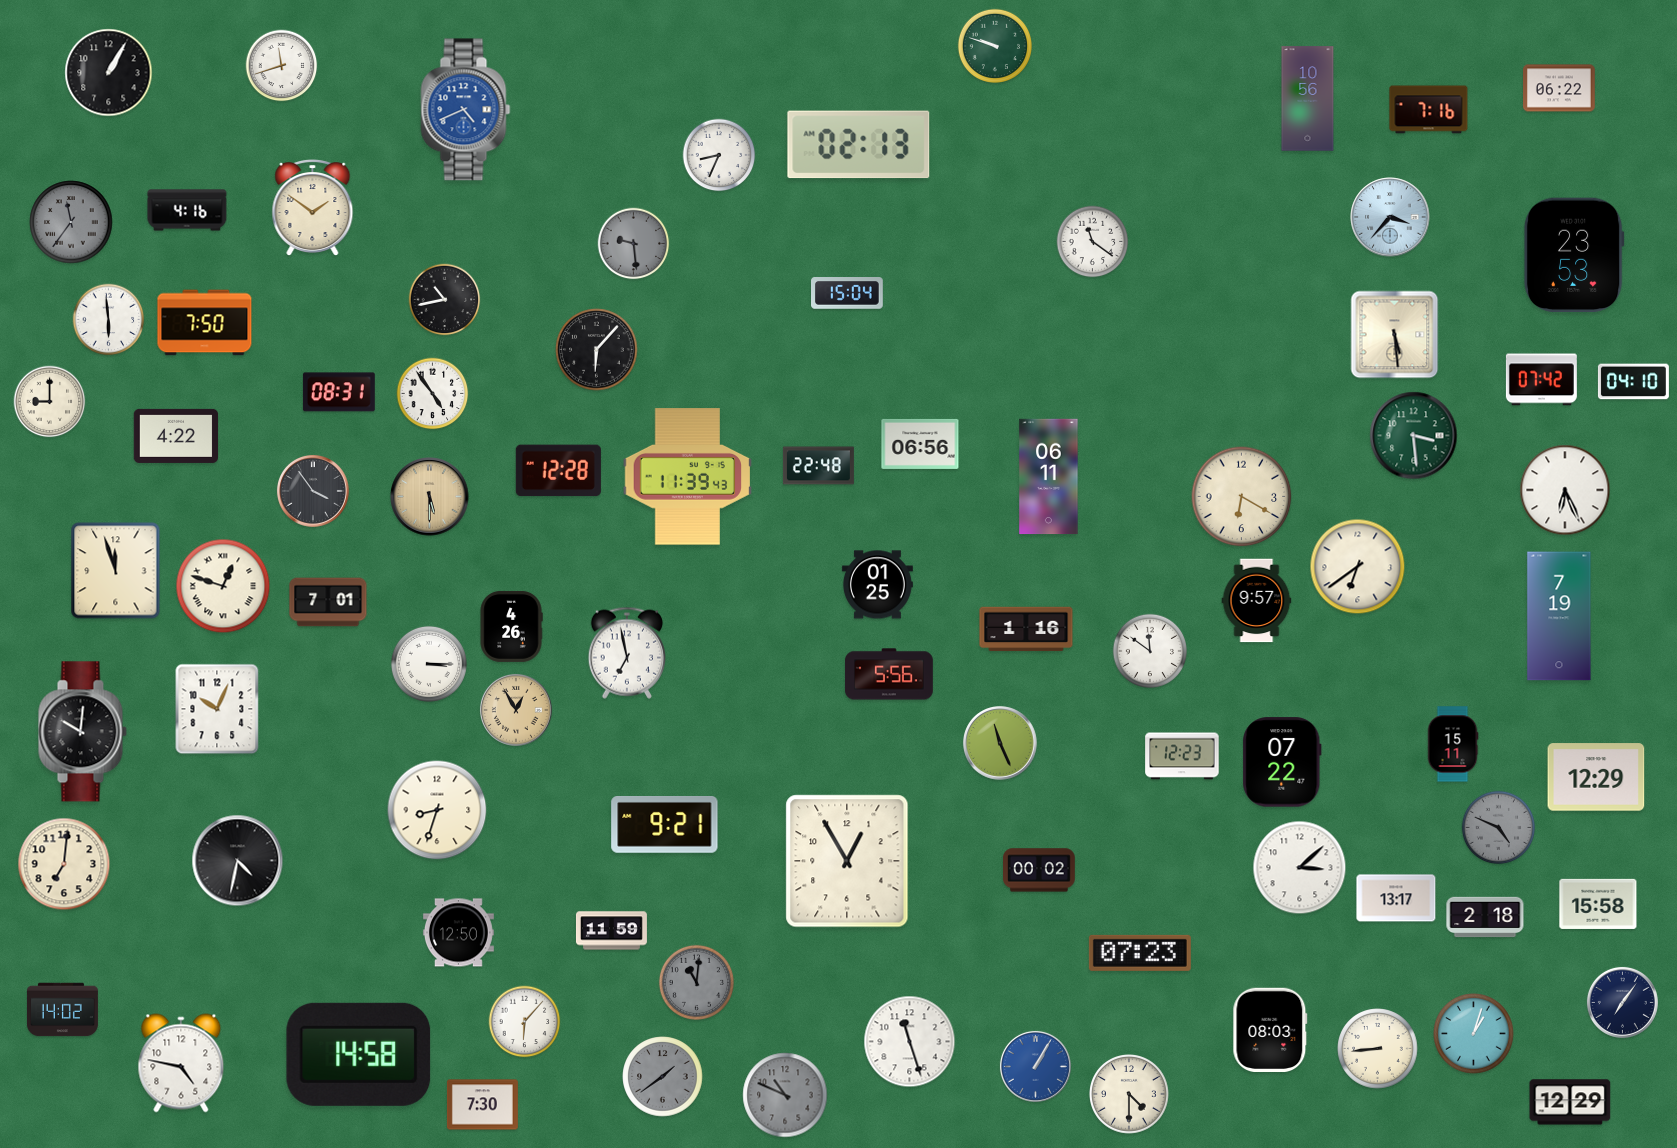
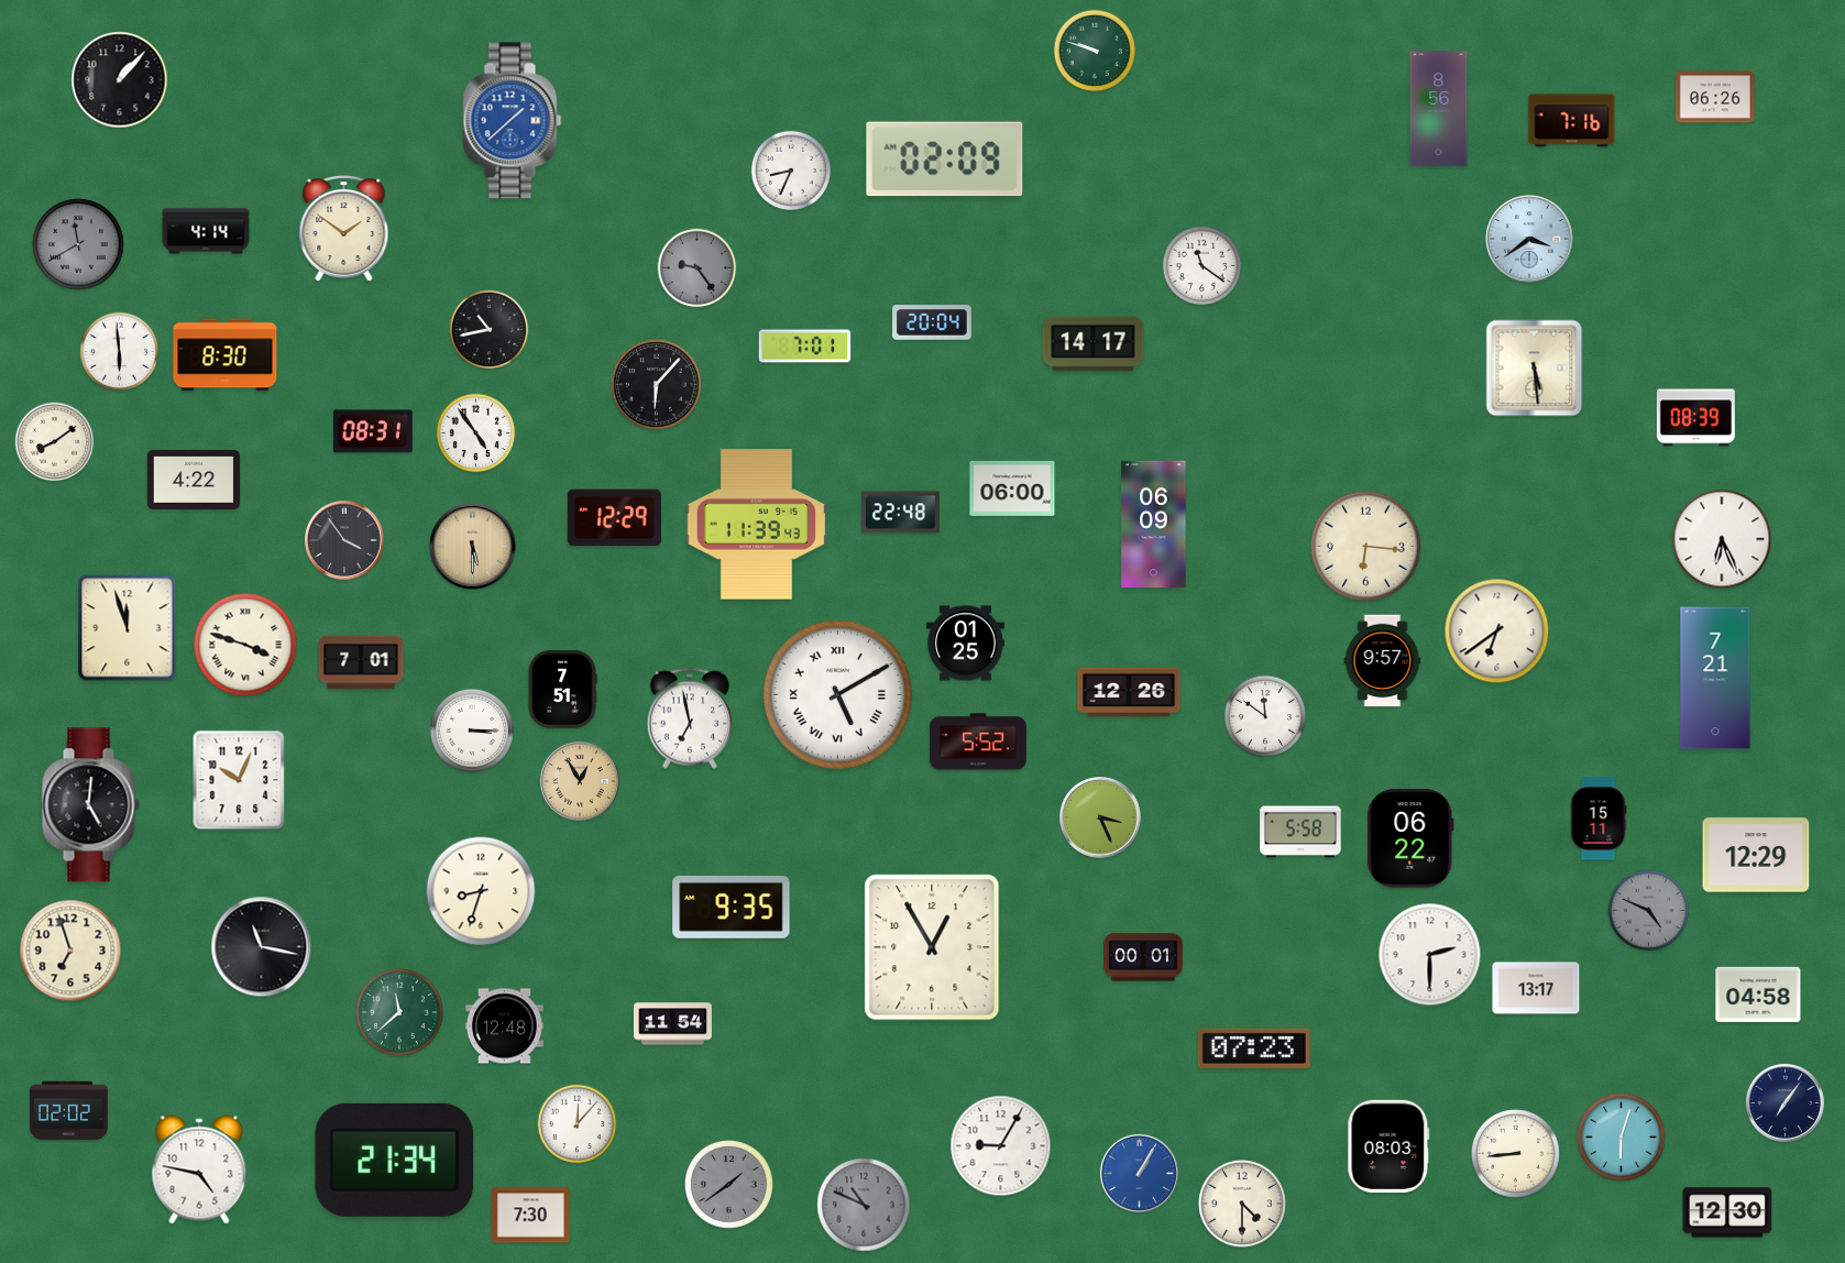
clock at (282, 66): 11:42 -> none
clock at (109, 73): 1:05 -> 1:07
clock at (1560, 88): 06:22 -> 06:26
clock at (1308, 99): 10:56 -> 8:56
clock at (466, 110): 4:41 -> 1:38
clock at (859, 145): 02:13 -> 02:09
clock at (187, 210): 4:16 -> 4:14
clock at (1390, 217): 3:37 -> 3:39
clock at (71, 222): 11:36 -> 11:40
clock at (634, 244): 9:29 -> 9:24
clock at (1574, 255): 23:53 -> none
clock at (848, 293): 15:04 -> 20:04
clock at (1094, 344): none -> 14:17
clock at (805, 347): none -> 7:01
clock at (205, 323): 7:50 -> 8:30
clock at (1541, 380): 07:42 -> 08:39
clock at (1633, 382): 04:10 -> none
clock at (50, 402): 9:00 -> 8:09
clock at (1414, 436): 3:29 -> none
clock at (920, 444): 06:56 -> 06:00
clock at (558, 471): 12:28 -> 12:29
clock at (1049, 477): 06:11 -> 06:09
clock at (1242, 497): 6:20 -> 6:16
clock at (1358, 567) position: (1358, 567) -> (1497, 631)
clock at (223, 586): 12:48 -> 3:48
clock at (1559, 616): 7:19 -> 7:21
clock at (511, 626): 4:26 -> 7:51
clock at (1026, 629): 1:16 -> 12:26
clock at (837, 694): none -> 5:10
clock at (889, 674): 5:56 -> 5:52
clock at (516, 710) position: (516, 710) -> (580, 781)
clock at (82, 732): 10:01 -> 5:01
clock at (1001, 744): 11:26 -> 3:26
clock at (1182, 756): 12:23 -> 5:58
clock at (1282, 762): 07:22 -> 06:22
clock at (665, 825): 9:21 -> 9:35
clock at (238, 861): 4:32 -> 11:17
clock at (64, 864): 7:01 -> 6:57
clock at (1300, 868): 3:08 -> 2:30
clock at (1040, 870): 00:02 -> 00:01
clock at (1598, 904): 15:58 -> 04:58
clock at (1485, 917): 2:18 -> none
clock at (400, 1013): none -> 11:38
clock at (611, 931): 11:59 -> 11:54
clock at (458, 933): 12:50 -> 12:48
clock at (696, 982): 11:01 -> none
clock at (62, 1010): 14:02 -> 02:02
clock at (525, 1022): 6:07 -> 12:07
clock at (1270, 1029) position: (1270, 1029) -> (1388, 1145)
clock at (1474, 1034): 1:03 -> 6:03
clock at (910, 1042): 11:27 -> 9:05
clock at (359, 1054): 14:58 -> 21:34
clock at (1570, 1102): 12:29 -> 12:30
